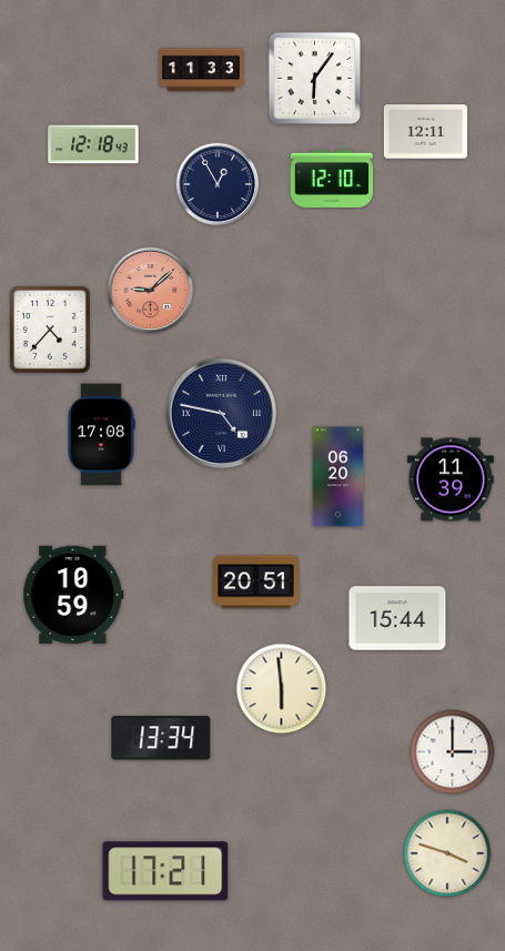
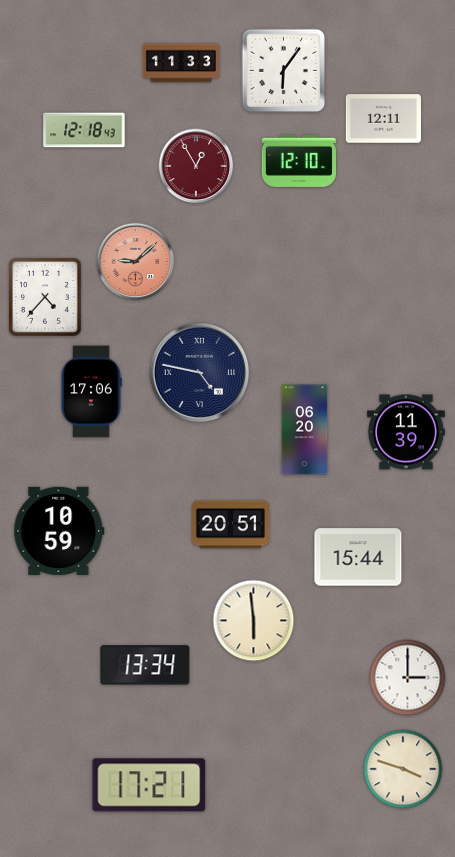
clock at (218, 184) dial: navy -> burgundy
clock at (101, 435): 17:08 -> 17:06
clock at (73, 595) position: (73, 595) -> (59, 531)
